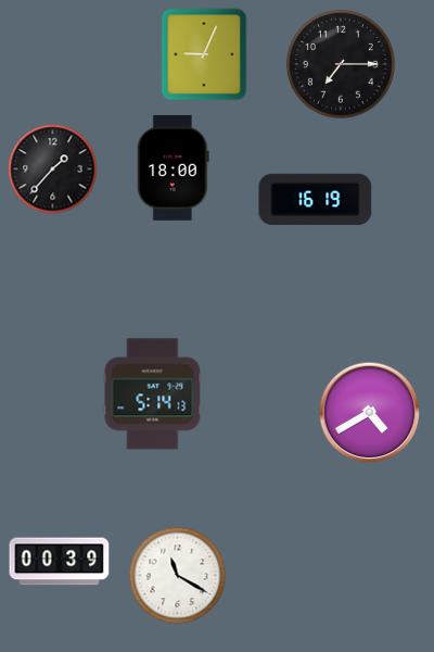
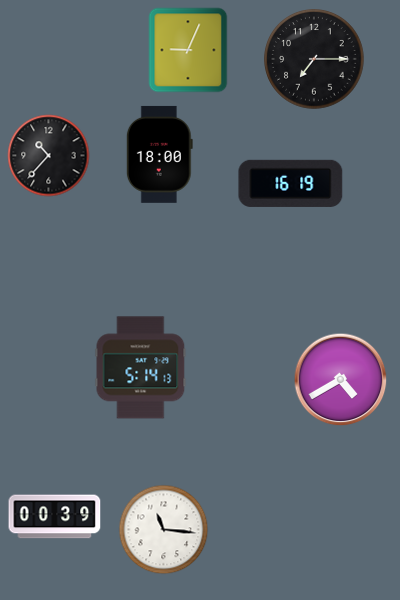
clock at (53, 170): 1:37 -> 10:37
clock at (153, 394) position: (153, 394) -> (141, 368)
clock at (178, 576): 11:20 -> 11:16
